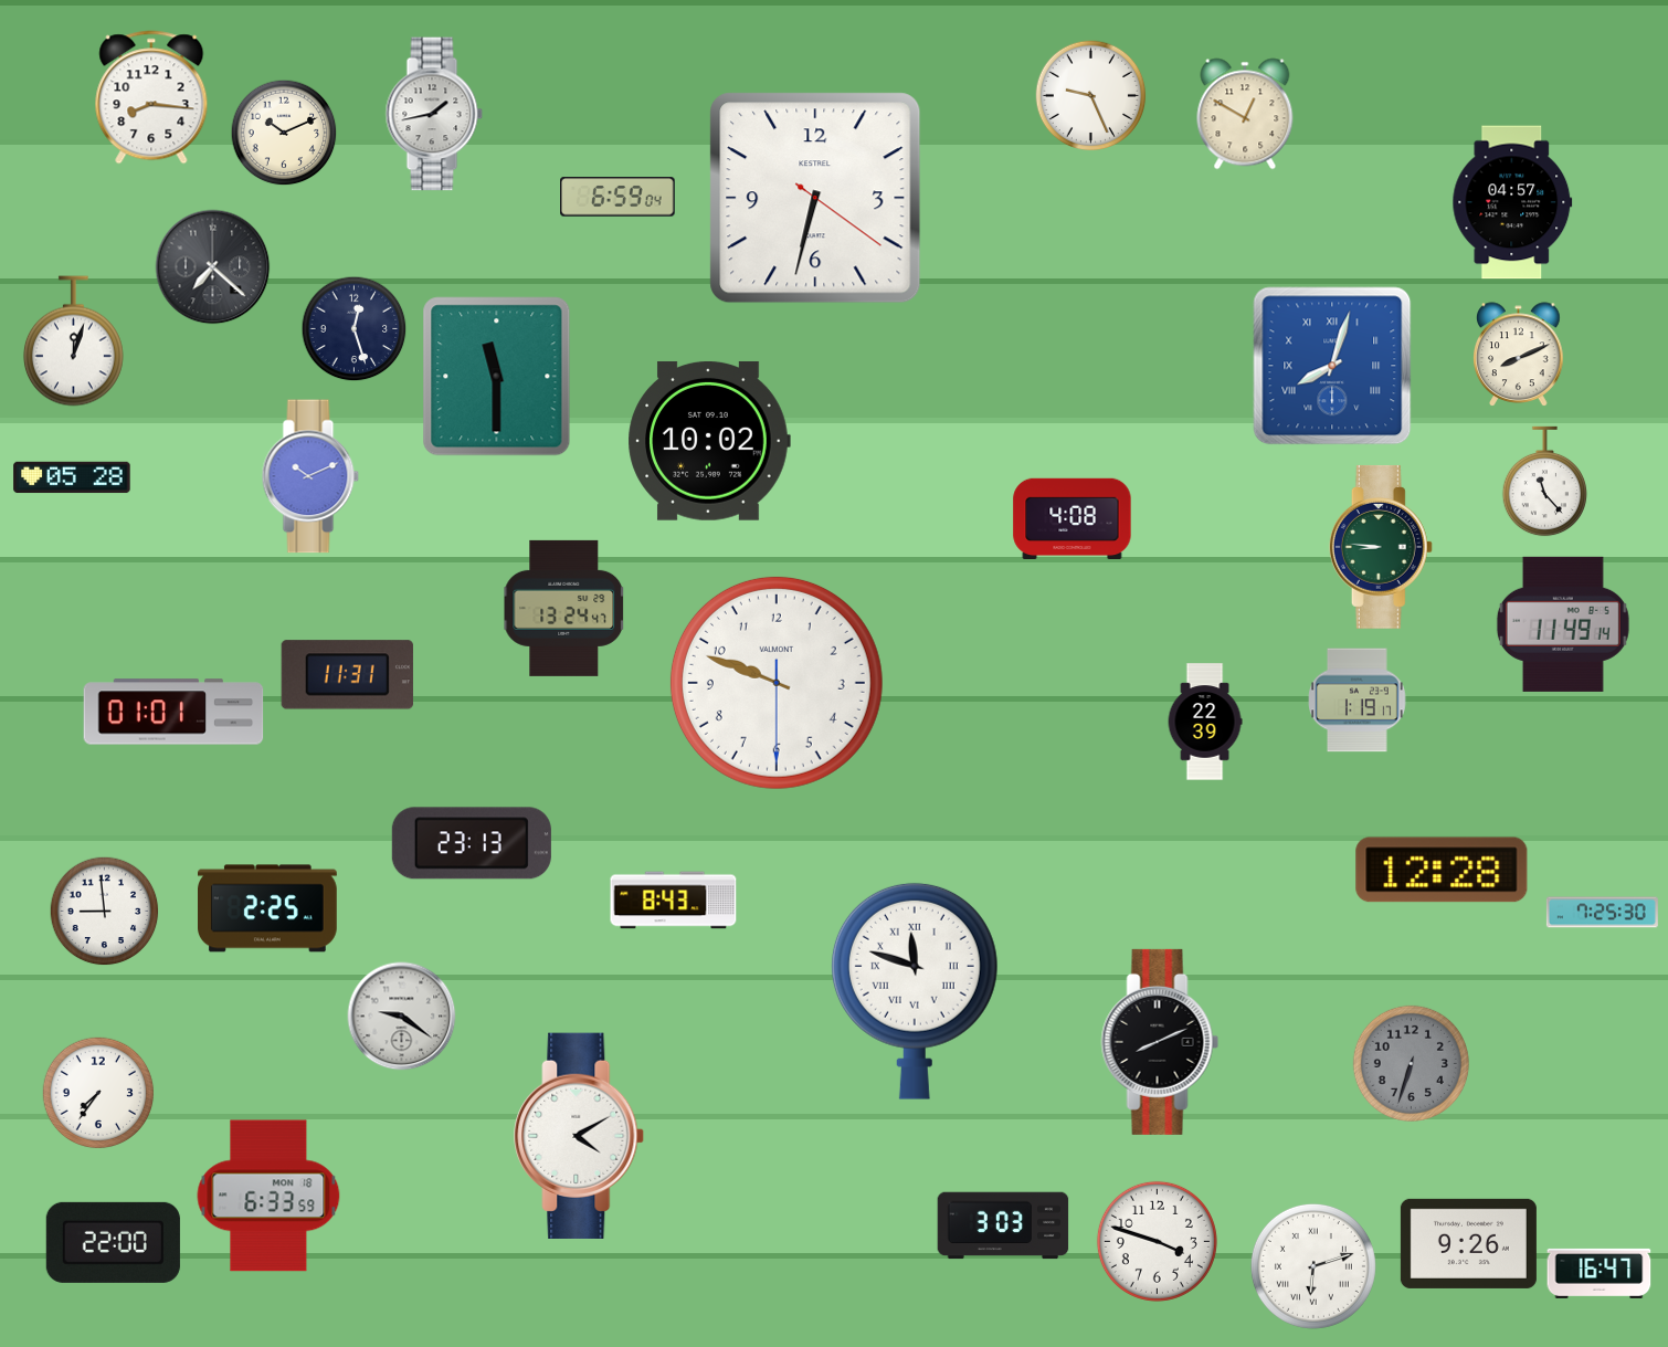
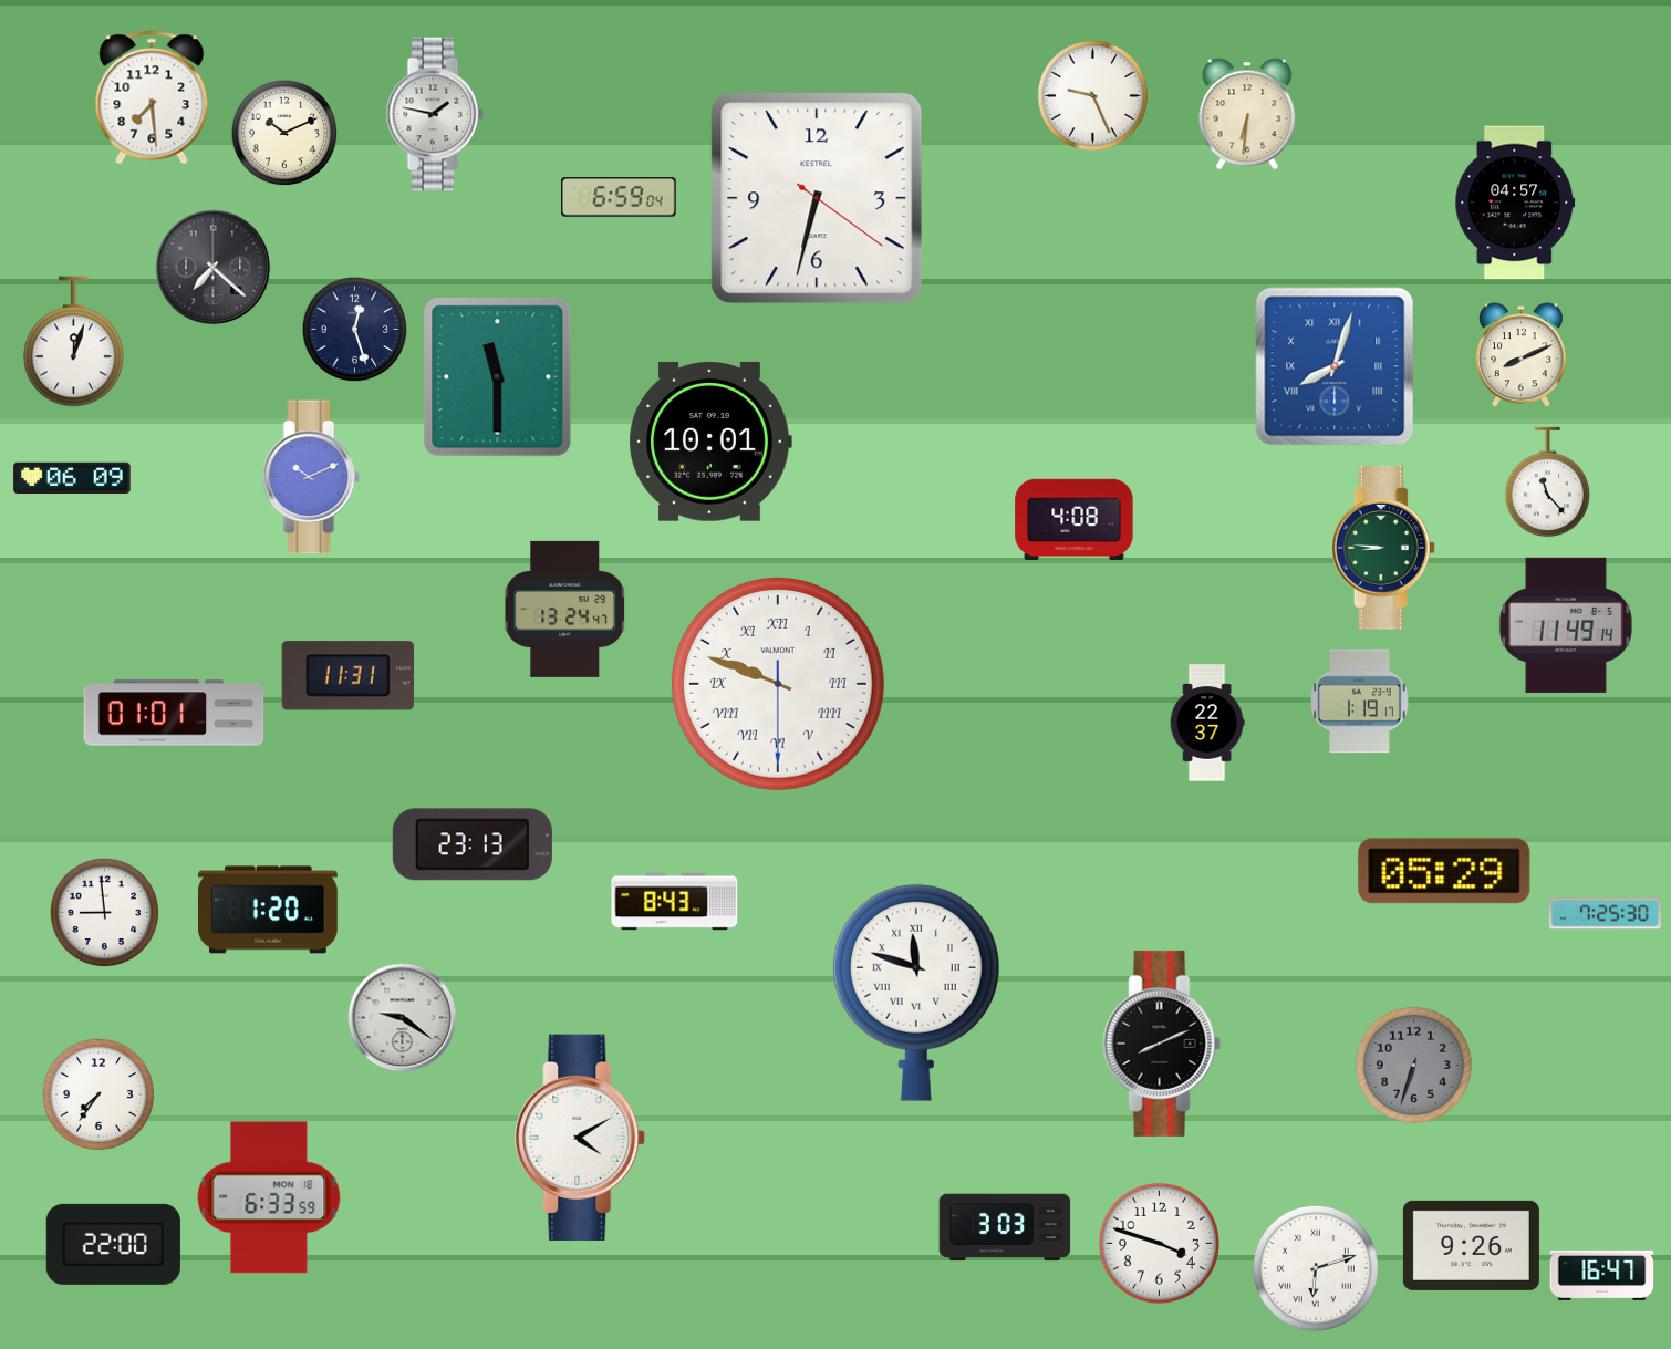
clock at (151, 97): 8:16 -> 7:29
clock at (434, 114): 1:43 -> 1:47
clock at (1245, 114): 12:50 -> 6:31
clock at (709, 441): 10:02 -> 10:01
clock at (72, 477): 05:28 -> 06:09
clock at (777, 683) numerals: Arabic -> Roman
clock at (1205, 722): 22:39 -> 22:37
clock at (1442, 870): 12:28 -> 05:29
clock at (268, 908): 2:25 -> 1:20
